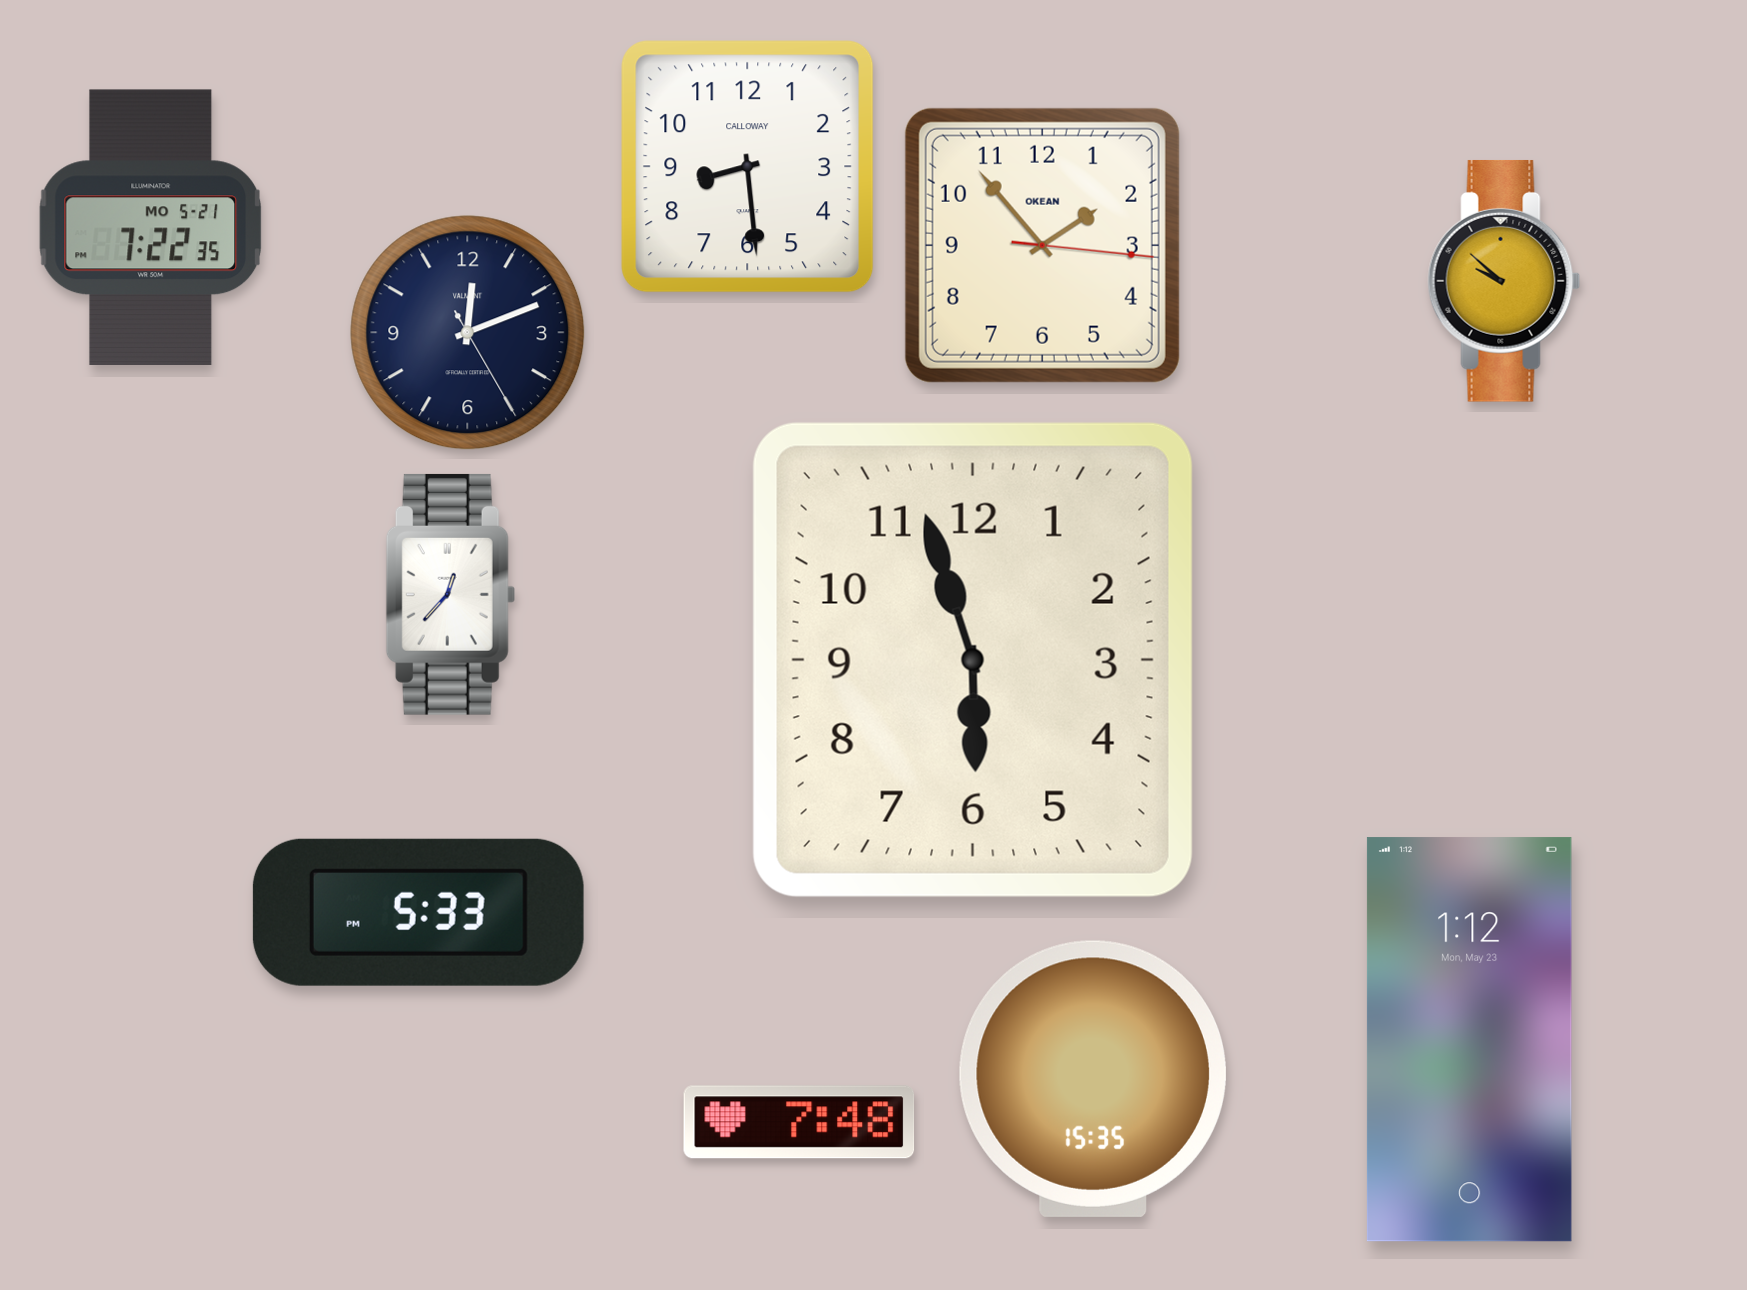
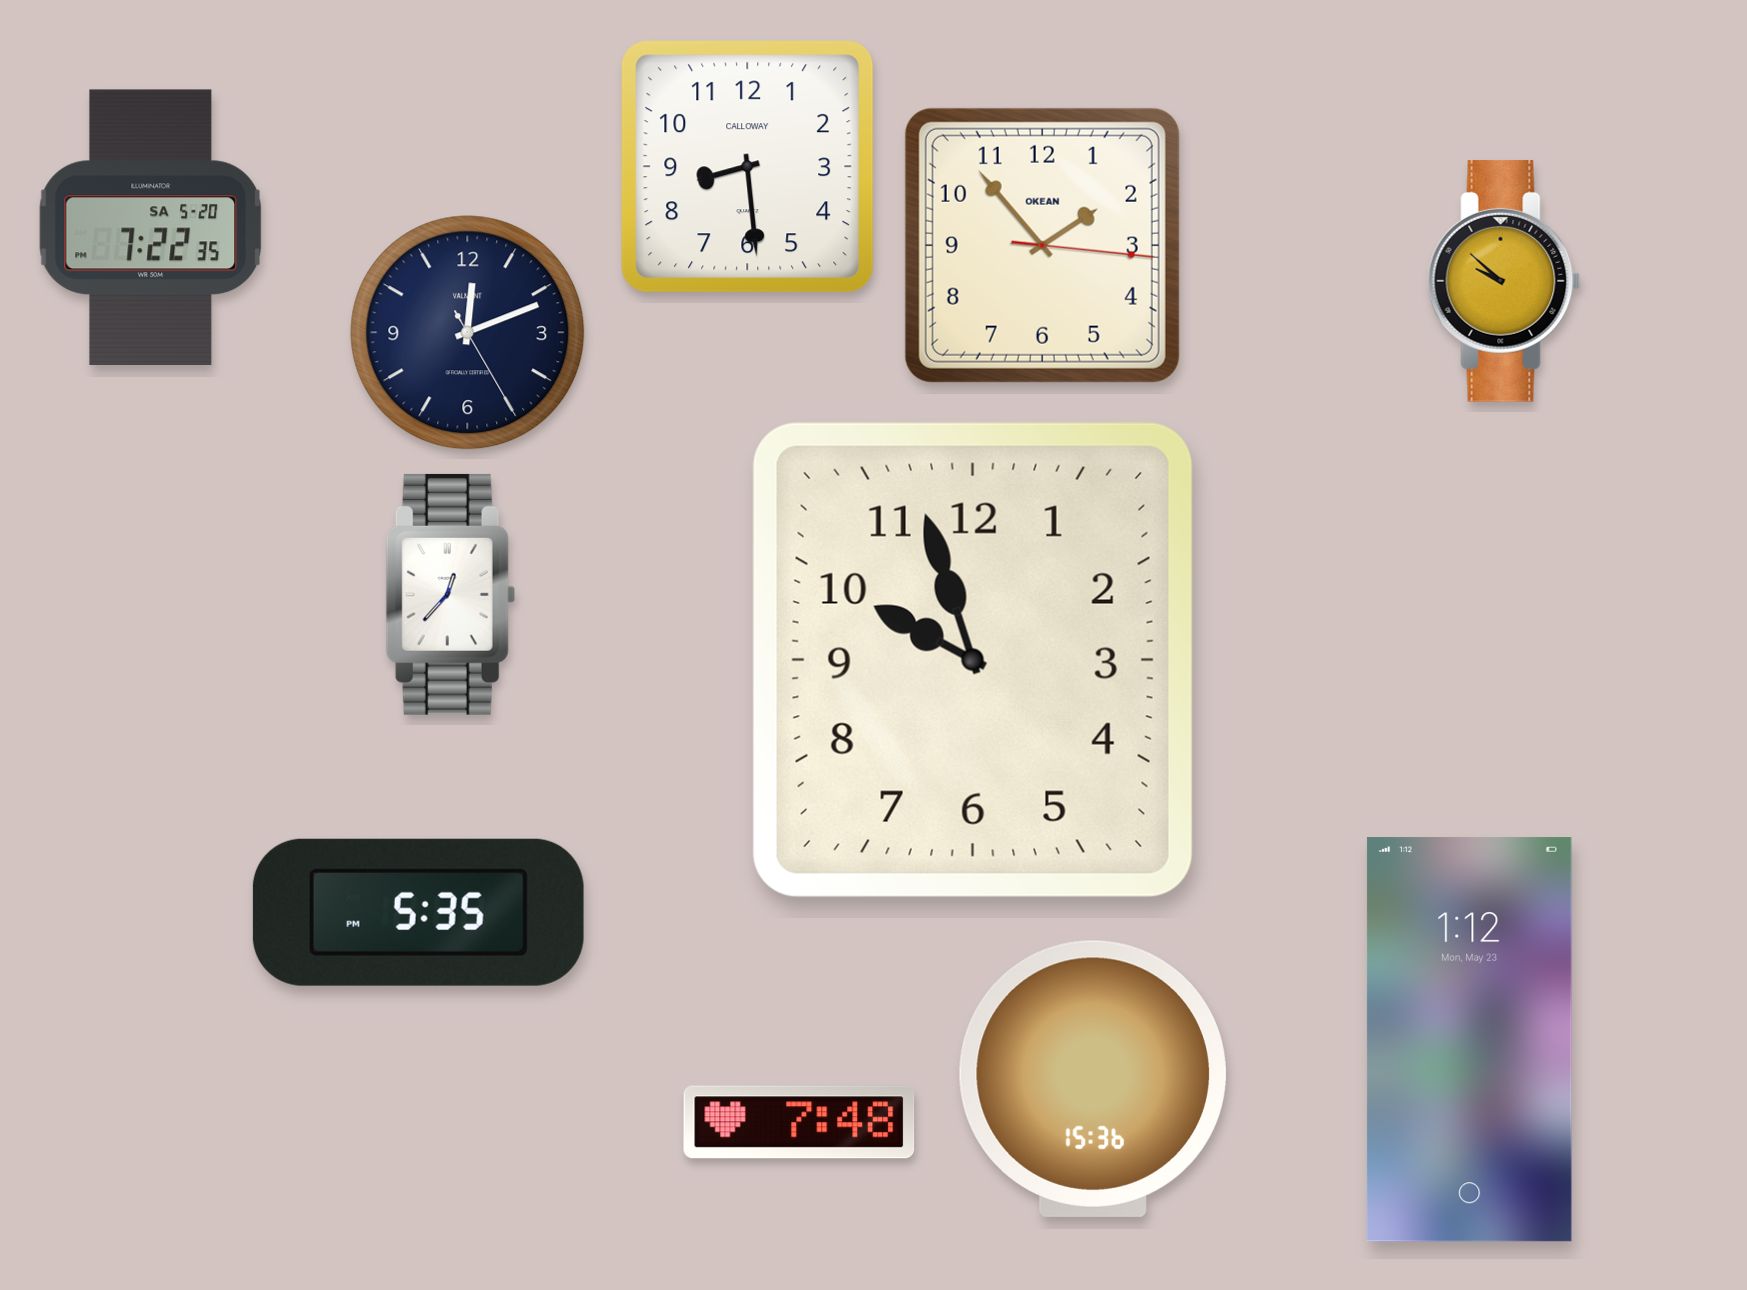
clock at (150, 227) date: MO 5-21 -> SA 5-20
clock at (973, 660): 5:57 -> 9:57
clock at (418, 912): 5:33 -> 5:35
clock at (1093, 1079): 15:35 -> 15:36
